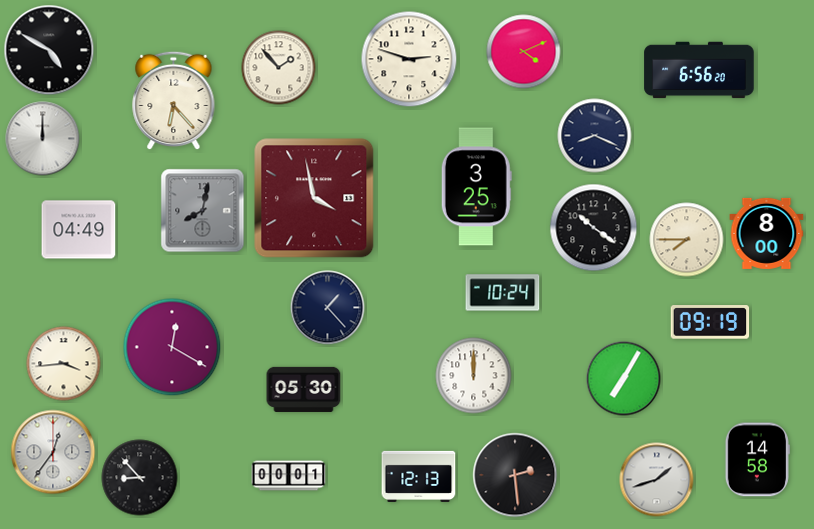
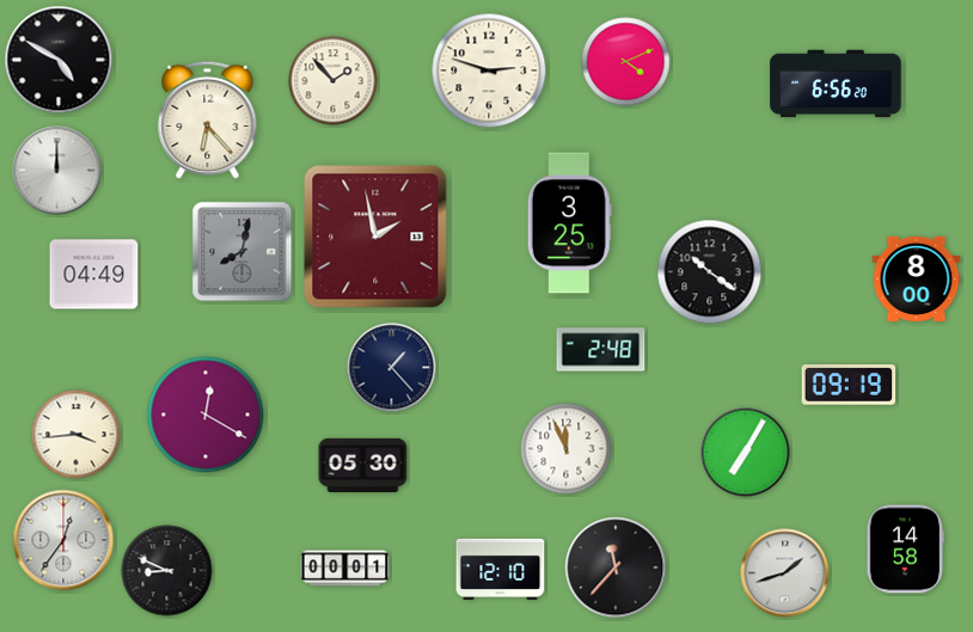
clock at (595, 136): 8:19 -> none
clock at (43, 139) position: (43, 139) -> (57, 171)
clock at (314, 198): 3:58 -> 1:58
clock at (687, 240): 7:45 -> none
clock at (503, 293): 10:24 -> 2:48
clock at (474, 376): 12:00 -> 11:56
clock at (515, 475): 2:29 -> 11:37
clock at (419, 476): 12:13 -> 12:10
clock at (140, 478): 8:53 -> 8:49
